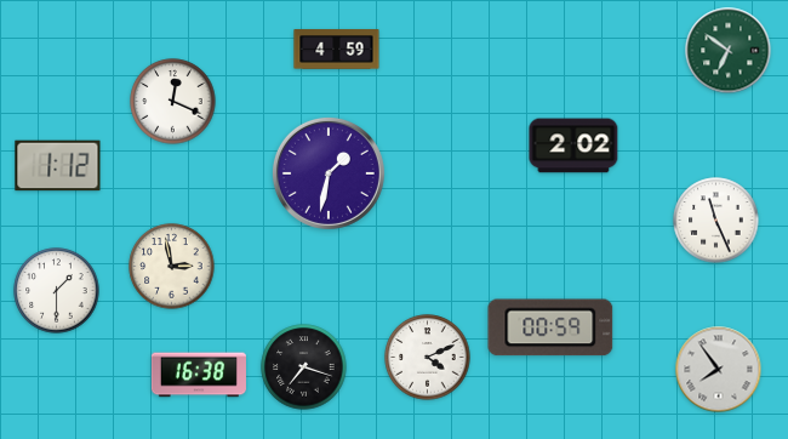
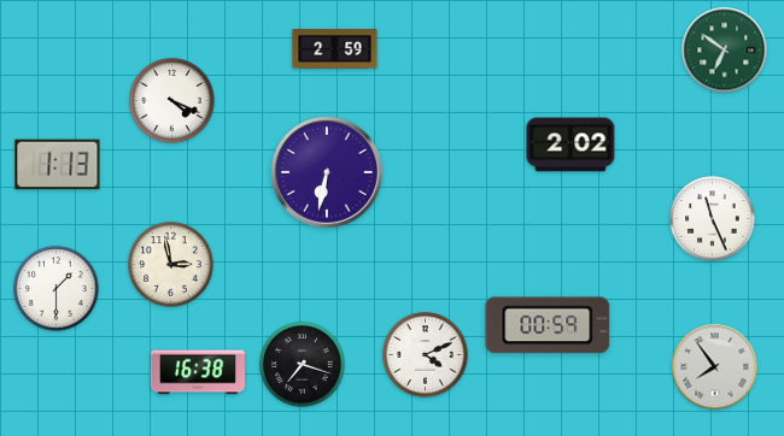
clock at (337, 50): 4:59 -> 2:59
clock at (173, 102): 12:19 -> 4:19
clock at (58, 166): 1:12 -> 1:13
clock at (329, 173): 1:32 -> 6:32
